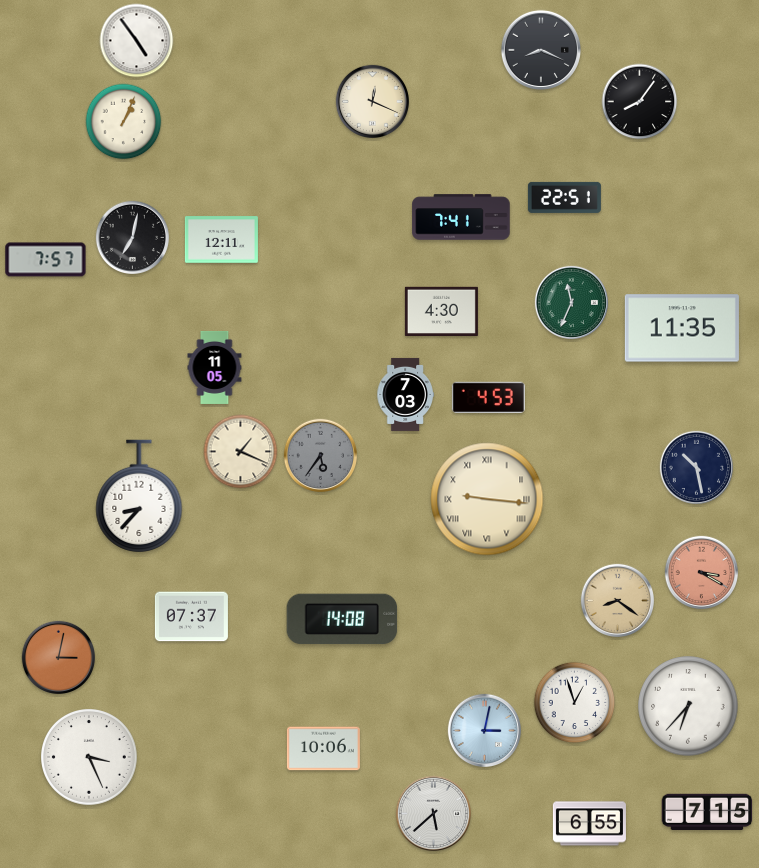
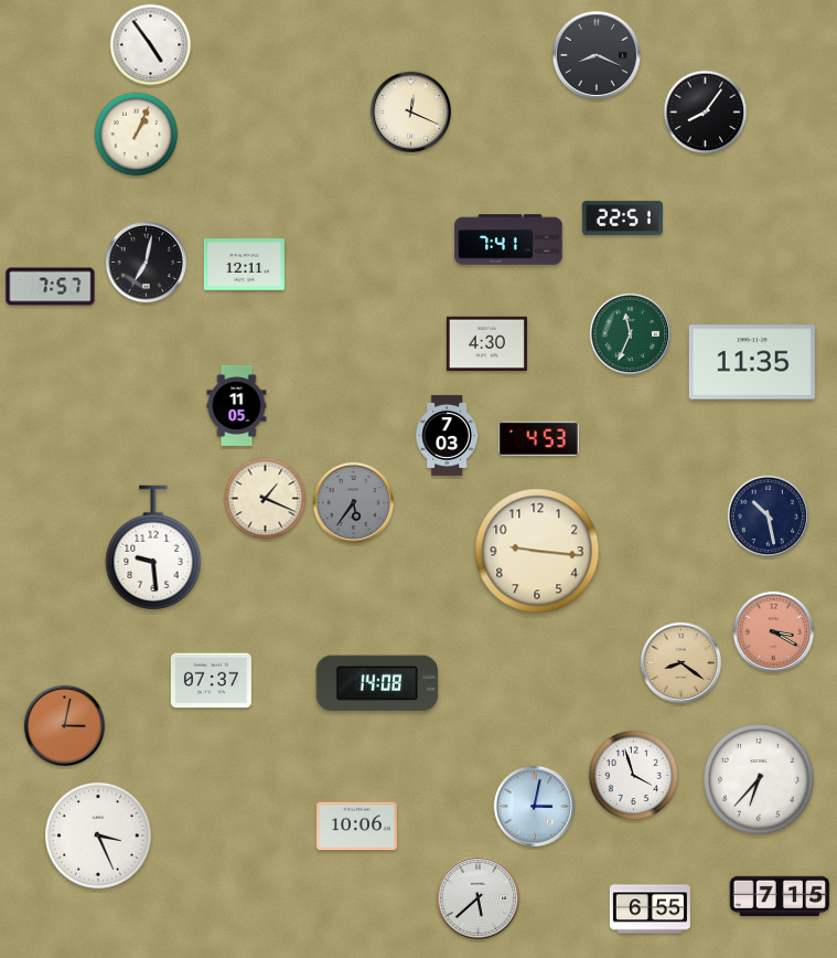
clock at (139, 496): 8:37 -> 9:29
clock at (487, 499) numerals: Roman -> Arabic
clock at (575, 703): 12:57 -> 3:57
